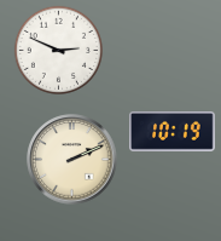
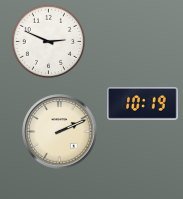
clock at (173, 132) position: (173, 132) -> (143, 104)
